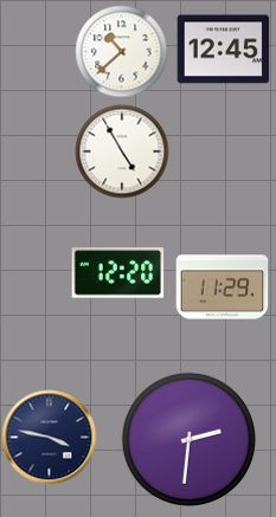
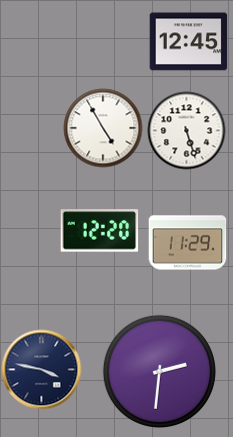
clock at (121, 51): 10:38 -> none
clock at (186, 130): none -> 5:27
